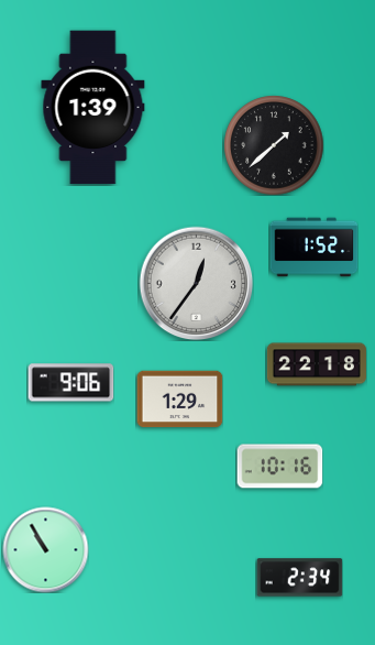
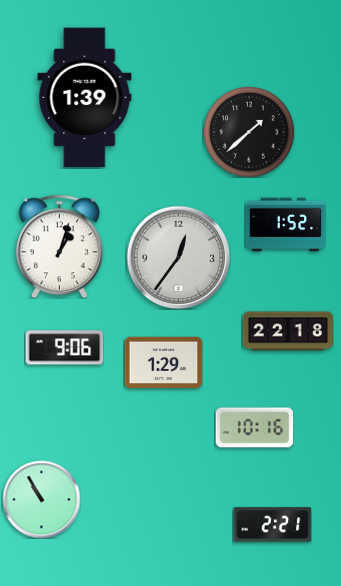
clock at (59, 246): none -> 1:03
clock at (279, 467) position: (279, 467) -> (254, 428)
clock at (299, 578): 2:34 -> 2:21
